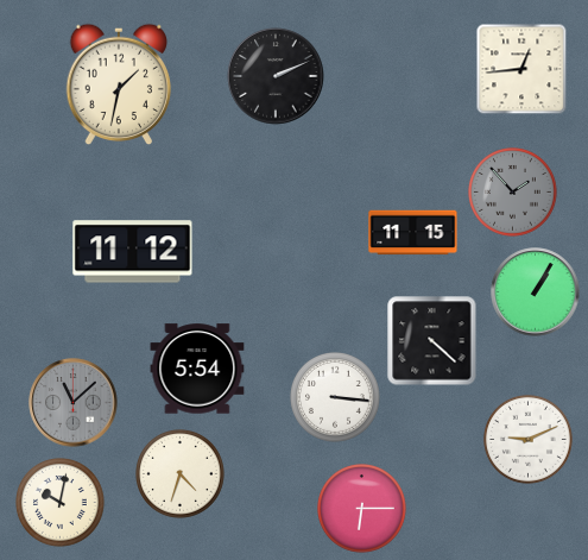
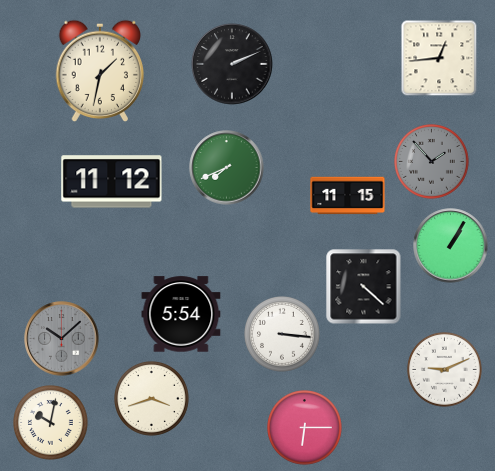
clock at (227, 168): none -> 7:41
clock at (133, 252) position: (133, 252) -> (112, 182)
clock at (197, 369) position: (197, 369) -> (181, 314)
clock at (74, 403): 11:08 -> 10:08
clock at (181, 474): 4:33 -> 3:42
